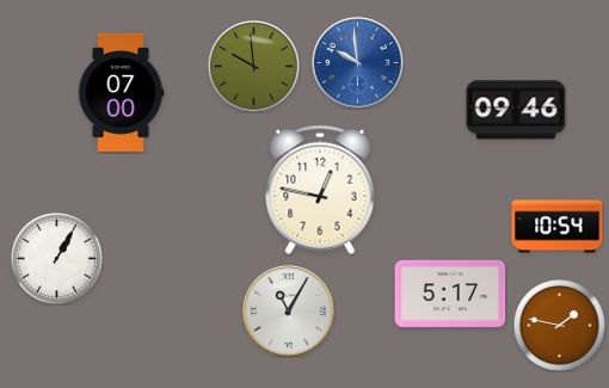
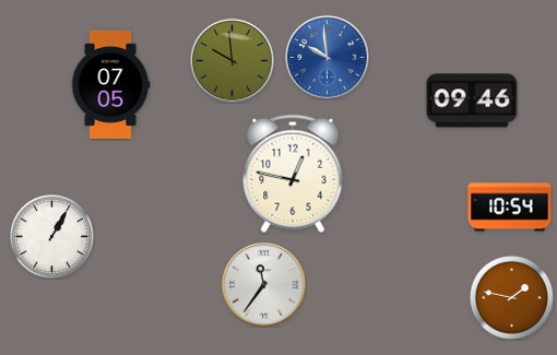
clock at (121, 92): 07:00 -> 07:05
clock at (450, 294): 5:17 -> none
clock at (289, 312): 11:05 -> 11:36
